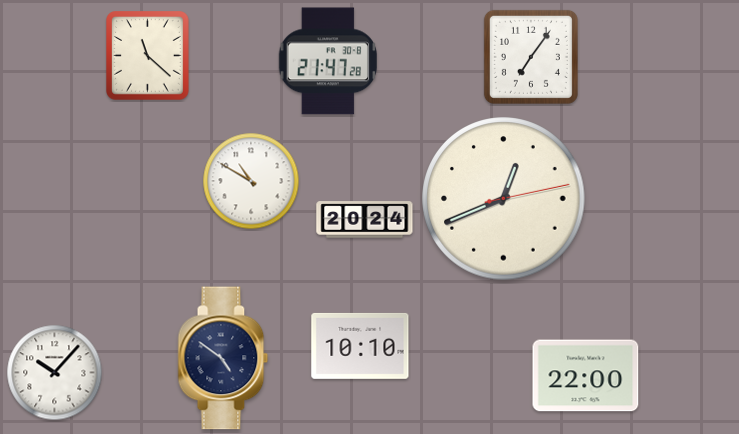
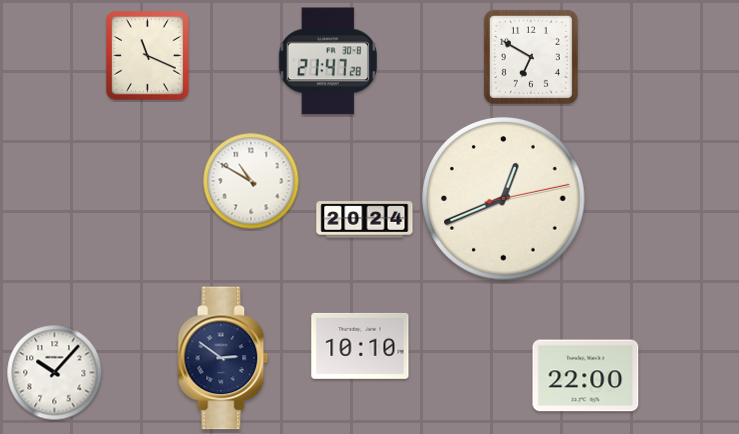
clock at (148, 56): 11:22 -> 11:19
clock at (531, 57): 7:06 -> 6:50
clock at (223, 358): 4:51 -> 2:51
